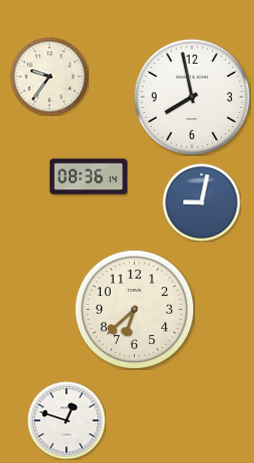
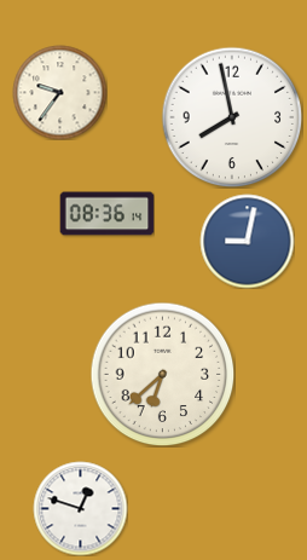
clock at (201, 202) position: (201, 202) -> (247, 241)
